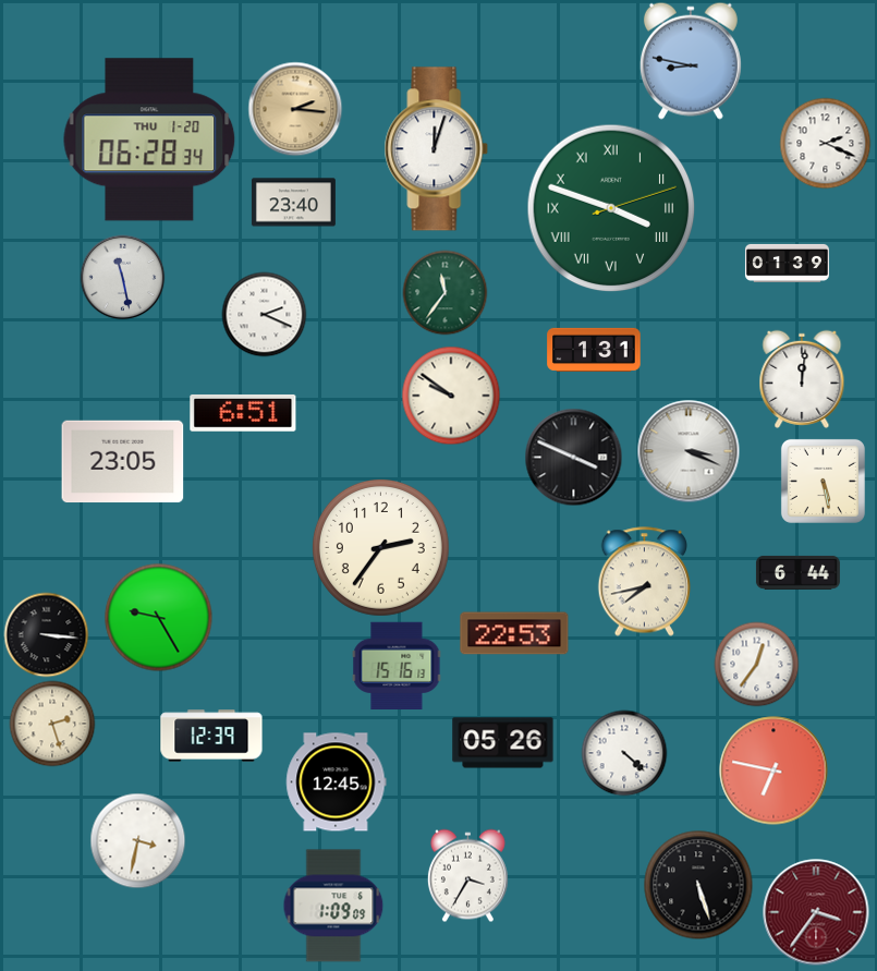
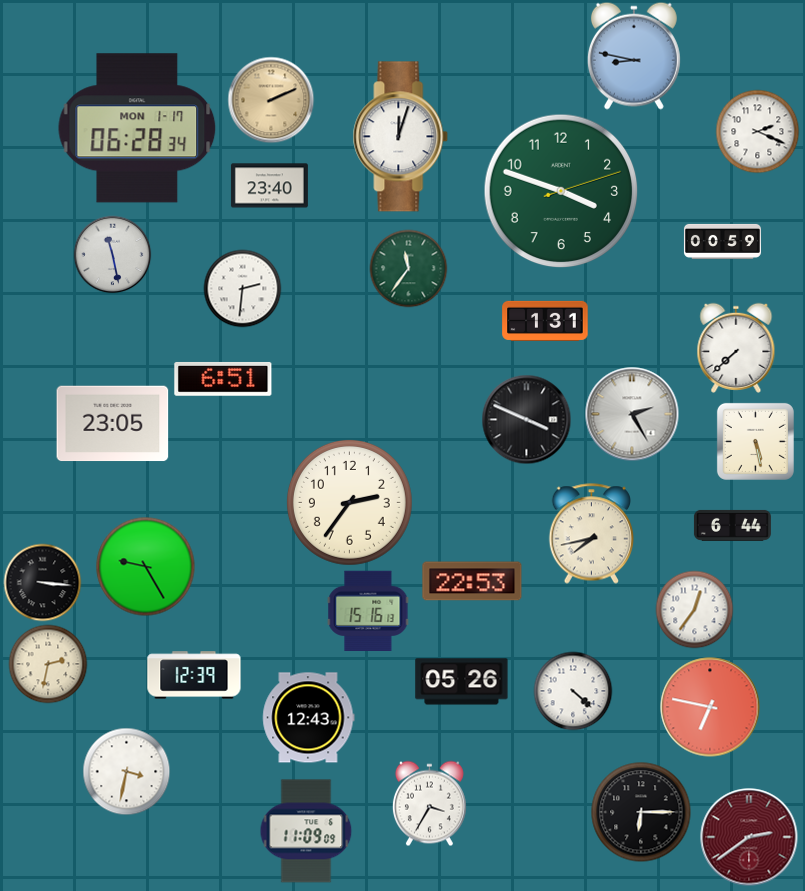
clock at (295, 109): 2:16 -> 2:11
clock at (149, 139) date: THU 1-20 -> MON 1-17
clock at (611, 208) numerals: Roman -> Arabic
clock at (787, 263): 01:39 -> 00:59
clock at (264, 314): 2:19 -> 2:31
clock at (802, 379): 12:01 -> 7:38
clock at (451, 396): 9:51 -> none
clock at (689, 451): 3:19 -> 2:25
clock at (397, 665) position: (397, 665) -> (368, 610)
clock at (52, 724): 2:27 -> 2:32
clock at (337, 782): 12:45 -> 12:43
clock at (698, 885): 5:27 -> 6:15
clock at (333, 906): 1:09 -> 11:09
clock at (816, 912): 3:36 -> 2:39
